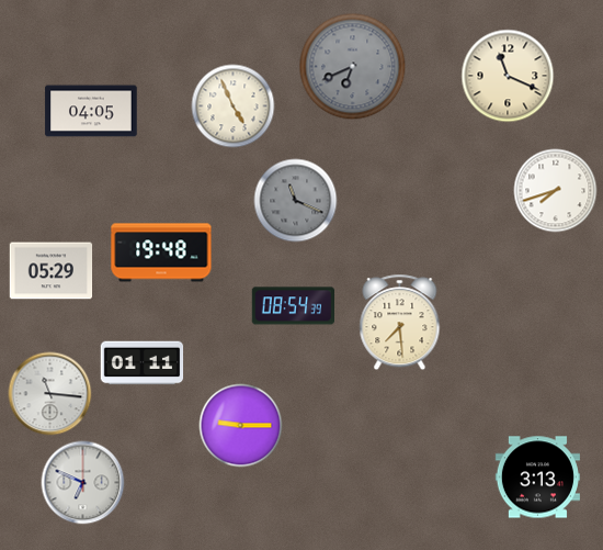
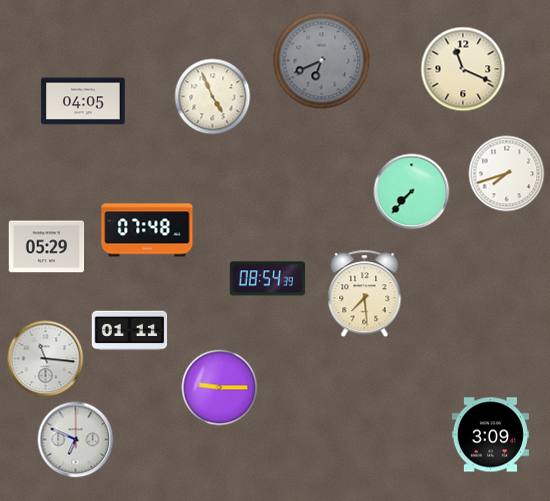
clock at (296, 201): 11:19 -> none
clock at (412, 192): none -> 7:37
clock at (161, 252): 19:48 -> 07:48
clock at (537, 478): 3:13 -> 3:09
